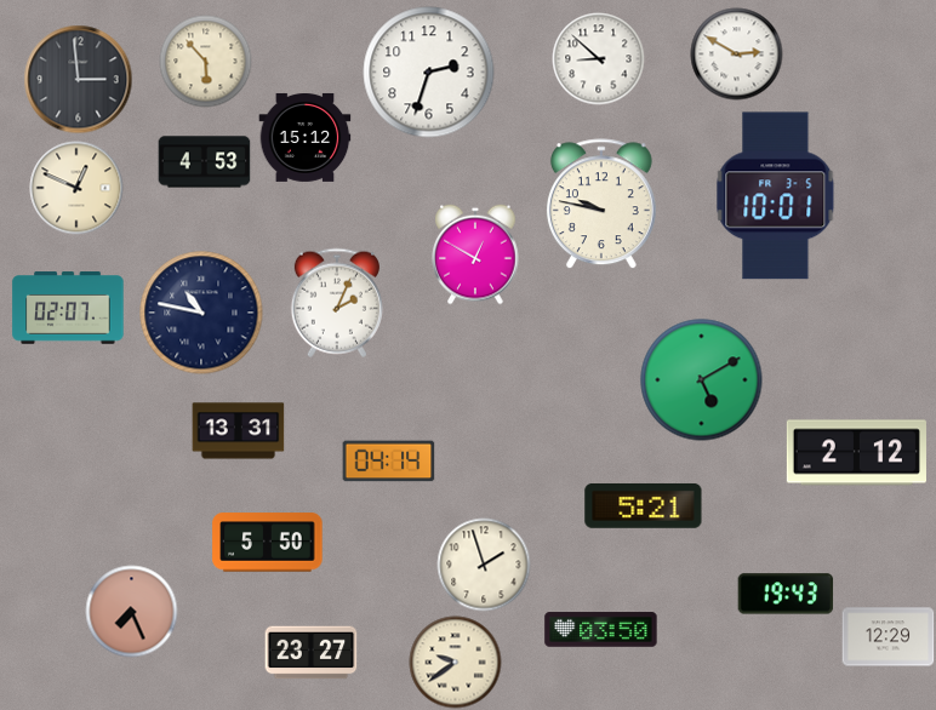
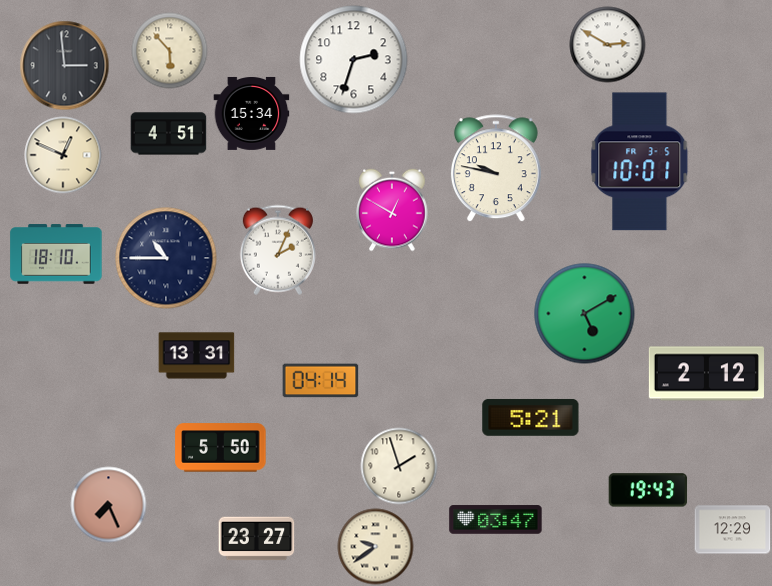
clock at (599, 59): 8:52 -> none
clock at (306, 137): 15:12 -> 15:34
clock at (205, 162): 4:53 -> 4:51
clock at (68, 308): 02:07 -> 18:10
clock at (201, 313): 10:47 -> 10:45
clock at (702, 380) position: (702, 380) -> (585, 314)
clock at (601, 630): 03:50 -> 03:47
clock at (889, 637) position: (889, 637) -> (733, 530)
